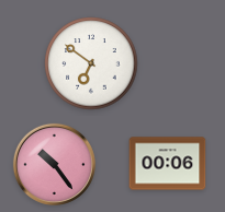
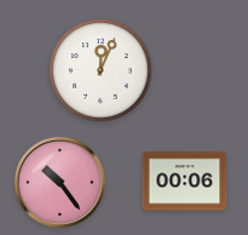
clock at (91, 63): 6:51 -> 12:04
